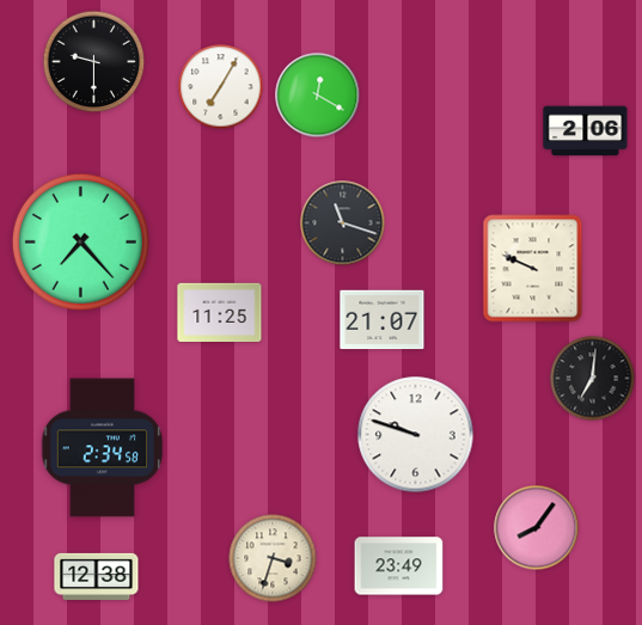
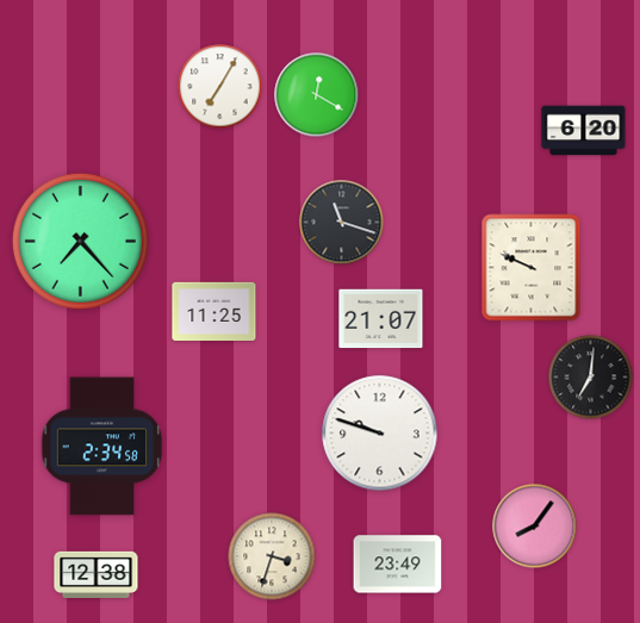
clock at (94, 62): 9:30 -> none
clock at (586, 131): 2:06 -> 6:20
clock at (220, 312) position: (220, 312) -> (215, 311)
clock at (416, 435) position: (416, 435) -> (380, 434)
